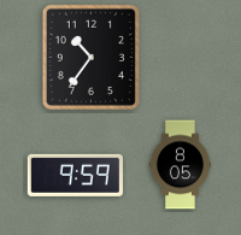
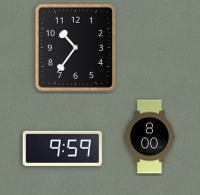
clock at (180, 165): 8:05 -> 8:00
clock at (75, 175) position: (75, 175) -> (62, 148)
